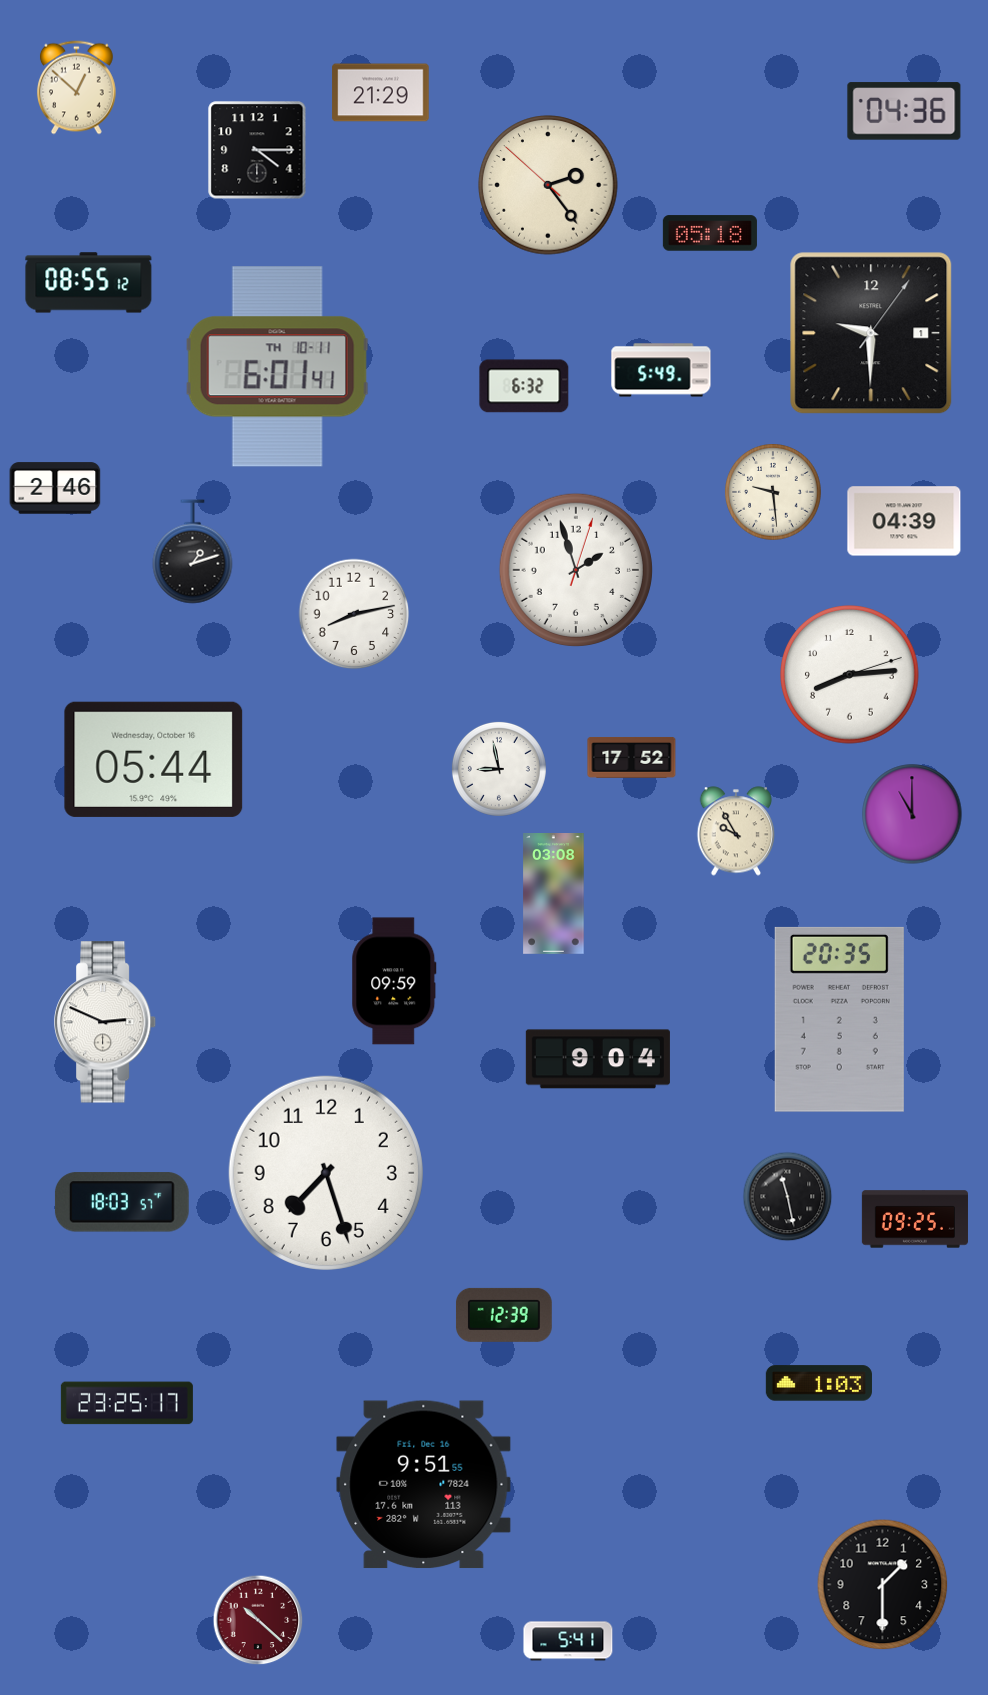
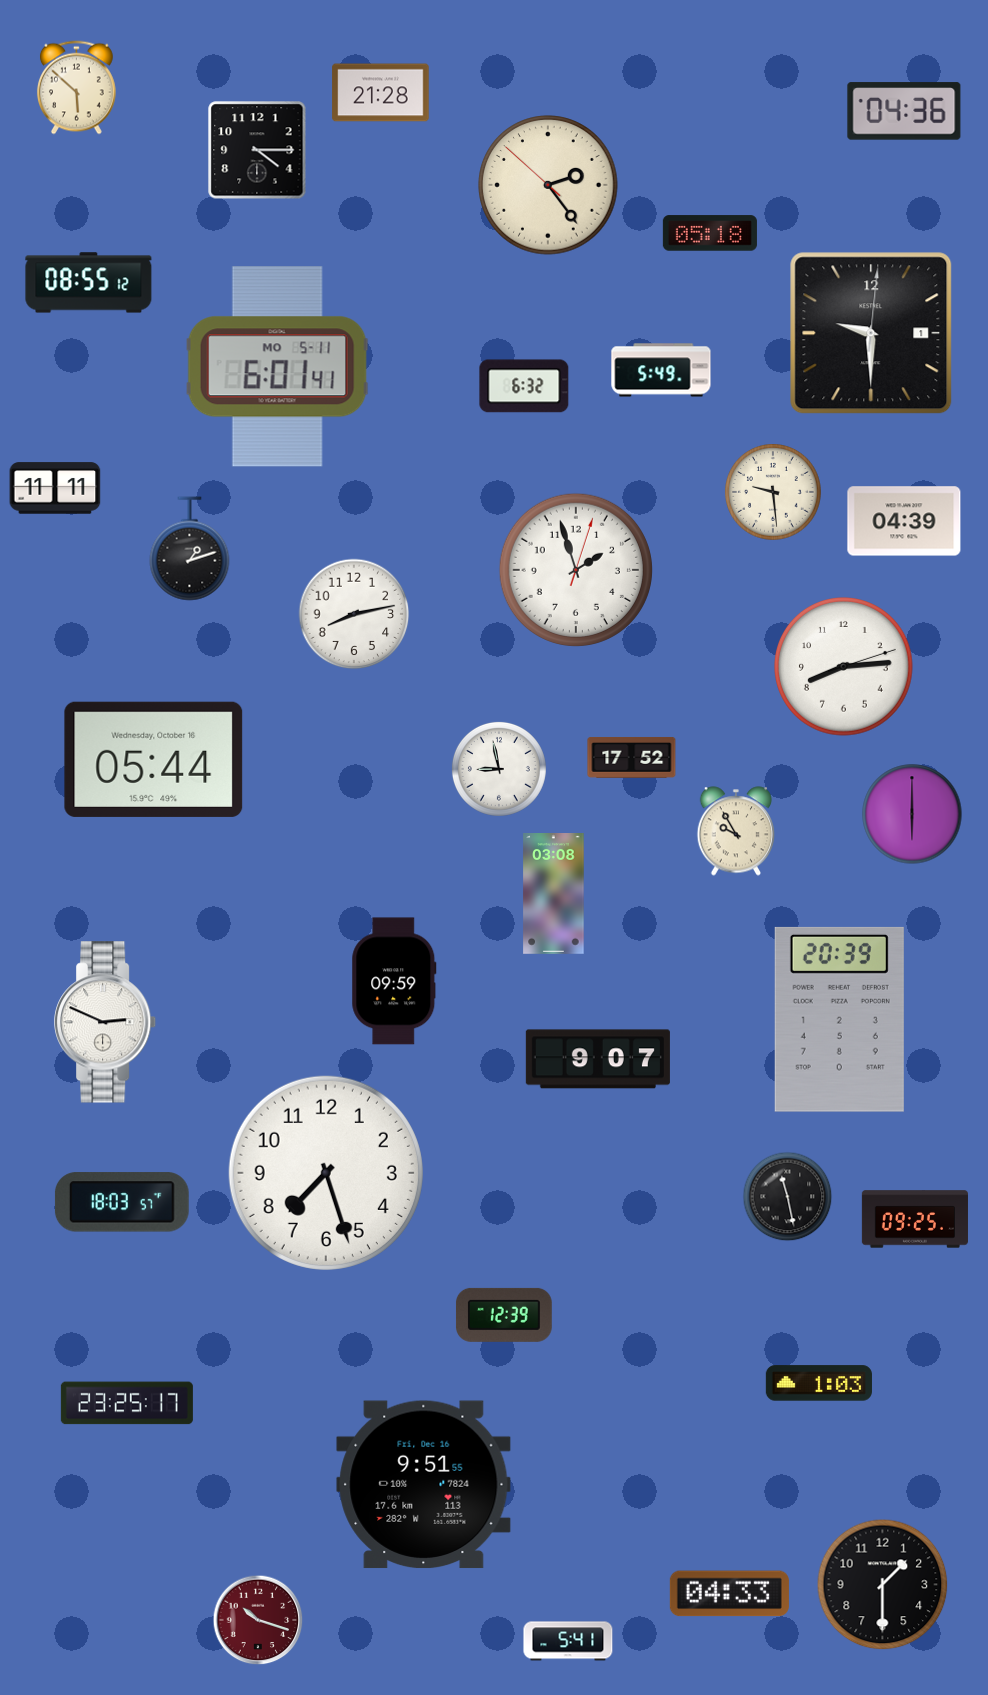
clock at (77, 88): 12:52 -> 5:52
clock at (381, 93): 21:29 -> 21:28
clock at (871, 333): 9:30:06 -> 9:30:01
clock at (277, 367) date: TH 10-11 -> MO 5-11
clock at (55, 488): 2:46 -> 11:11
clock at (193, 552) position: (193, 552) -> (190, 549)
clock at (850, 675) position: (850, 675) -> (844, 667)
clock at (912, 814): 11:00 -> 6:00
clock at (839, 1019): 20:35 -> 20:39
clock at (598, 1059): 9:04 -> 9:07
clock at (729, 1594): none -> 04:33
clock at (258, 1620): 10:22 -> 10:18
